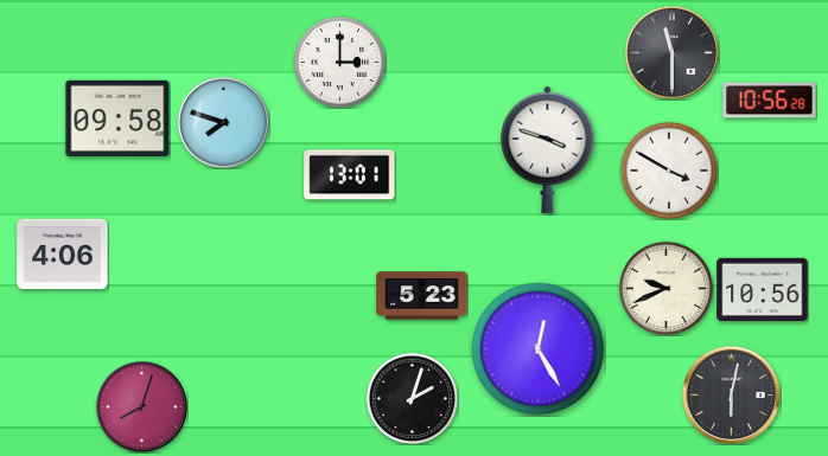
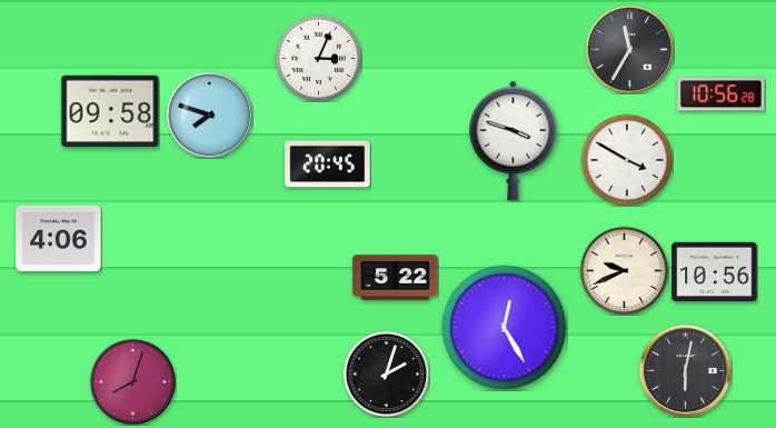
clock at (671, 52): 11:30 -> 11:35
clock at (339, 62): 3:00 -> 3:04
clock at (350, 175): 13:01 -> 20:45
clock at (422, 296): 5:23 -> 5:22
